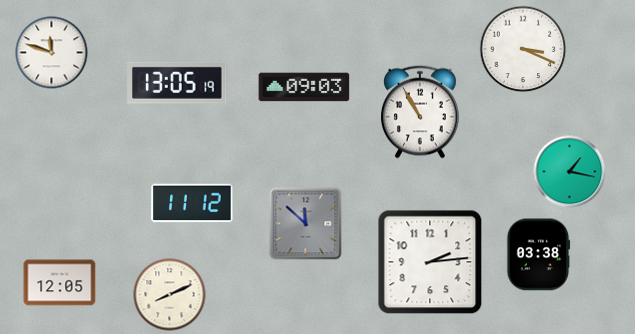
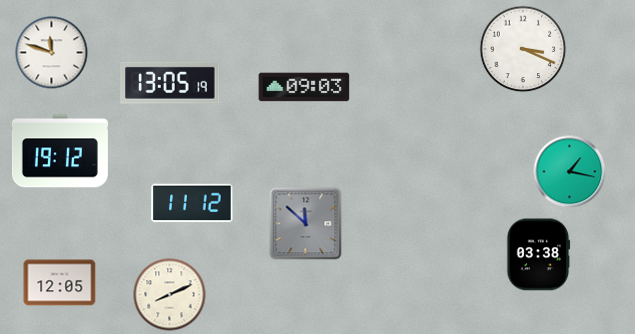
clock at (177, 83) position: (177, 83) -> (170, 83)
clock at (421, 112): 10:55 -> none
clock at (60, 151): none -> 19:12
clock at (430, 262): 2:14 -> none
